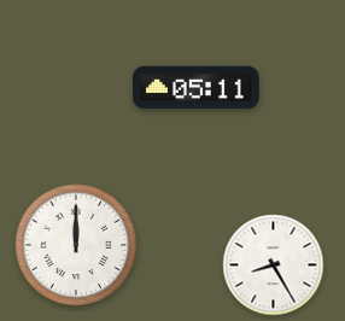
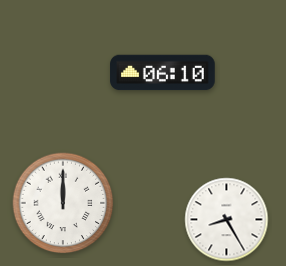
clock at (197, 88): 05:11 -> 06:10
